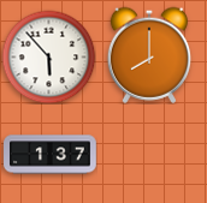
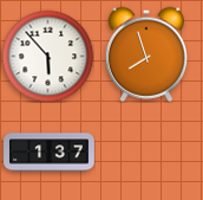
clock at (148, 55): 8:00 -> 7:57
